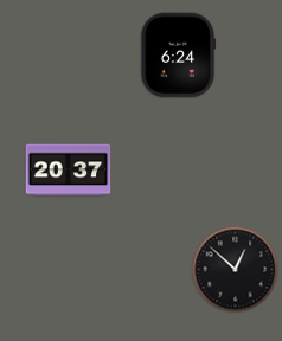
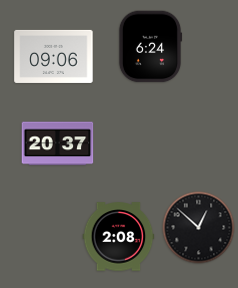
clock at (54, 56): none -> 09:06
clock at (119, 237): none -> 2:08
